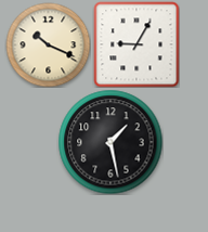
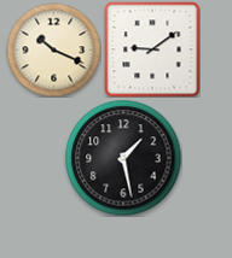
clock at (136, 44): 9:05 -> 9:09
